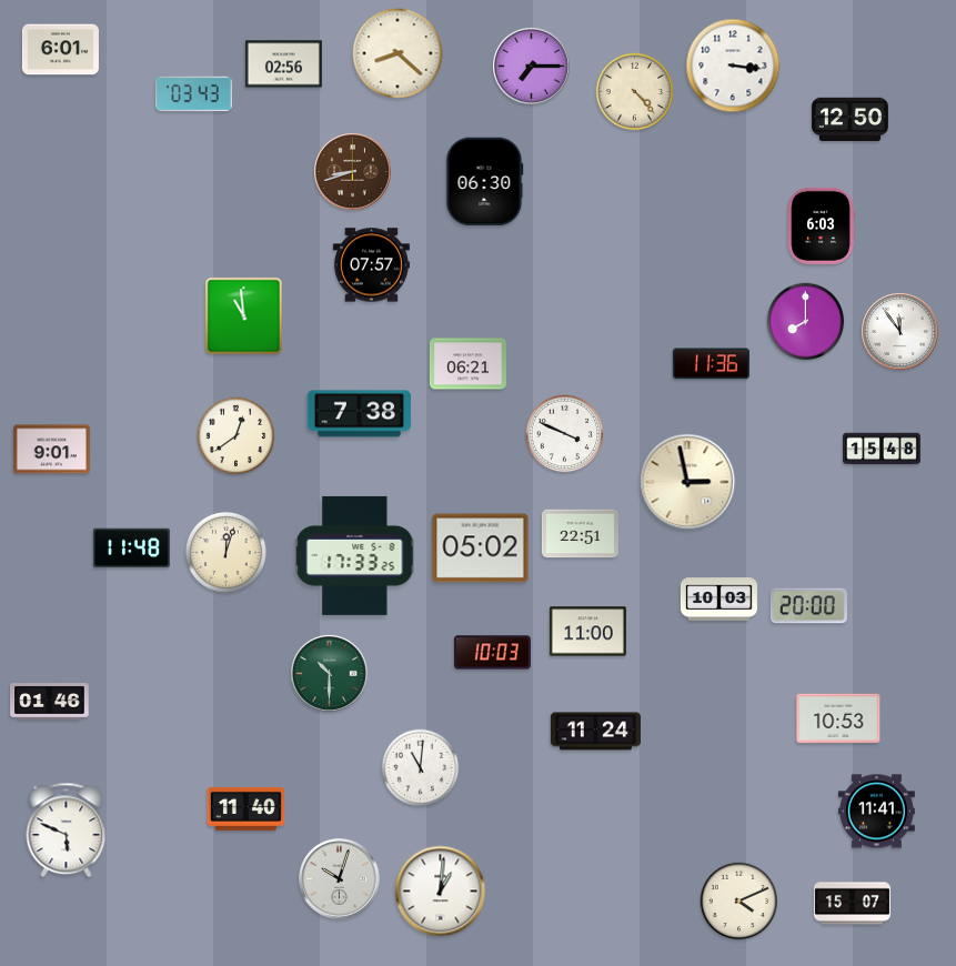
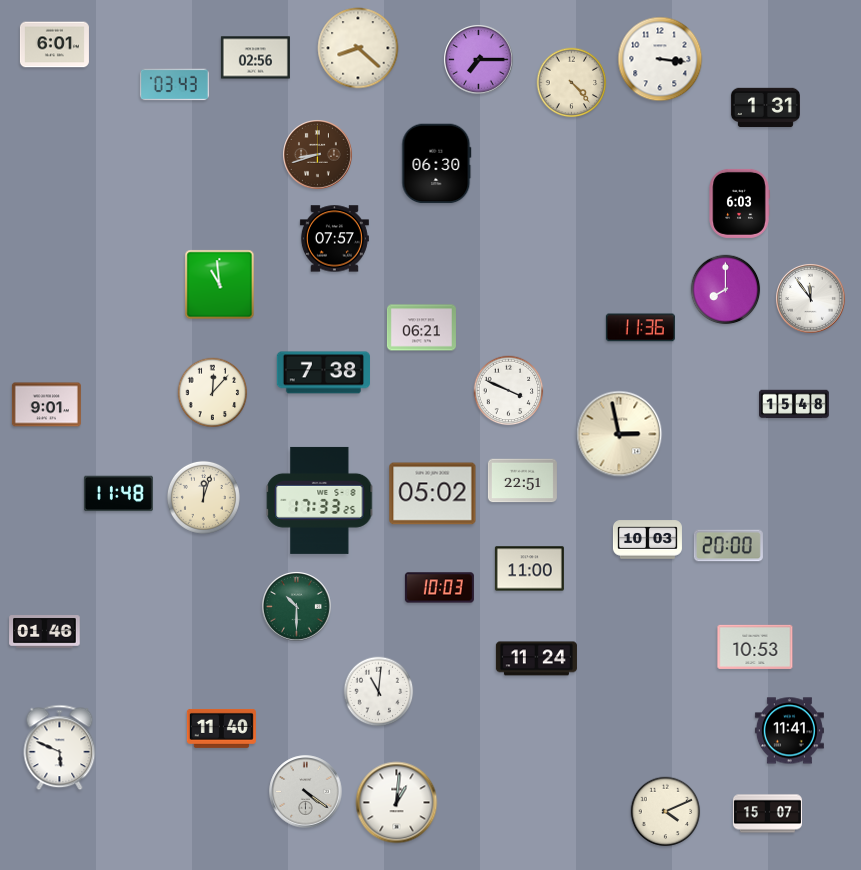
clock at (849, 120): 12:50 -> 1:31
clock at (237, 436): 12:39 -> 12:07
clock at (492, 653) position: (492, 653) -> (439, 588)
clock at (340, 879): 10:03 -> 4:21
